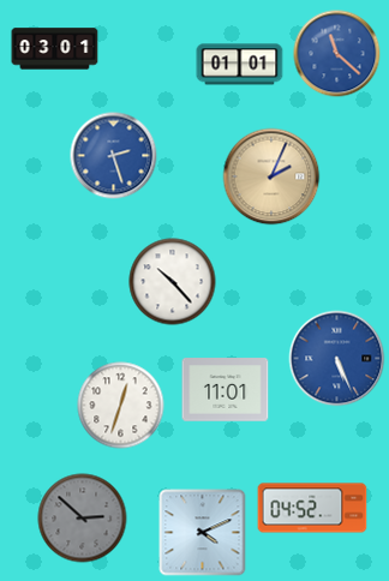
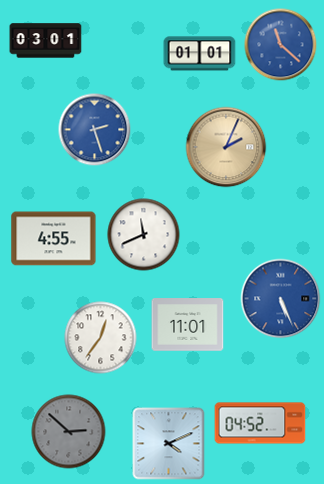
clock at (173, 282): 10:23 -> 11:41
clock at (54, 239): none -> 4:55
clock at (121, 406): 12:33 -> 12:36
